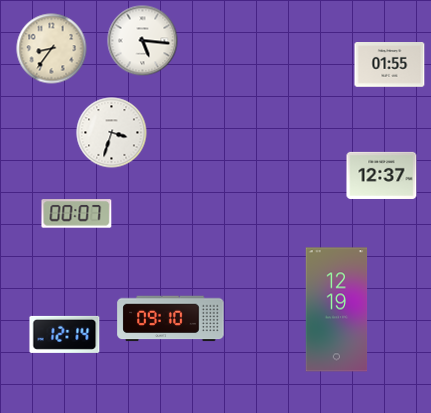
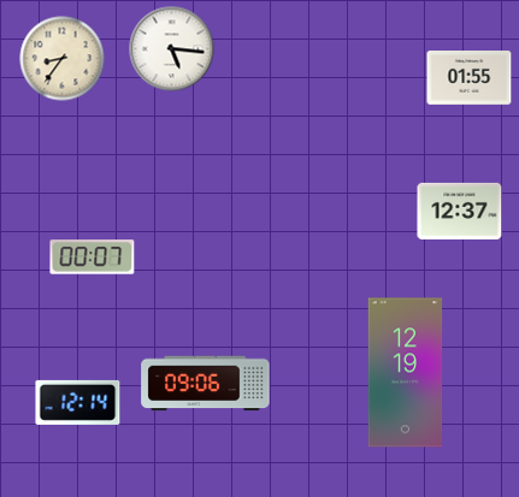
clock at (112, 133): 3:33 -> none
clock at (171, 319): 09:10 -> 09:06
